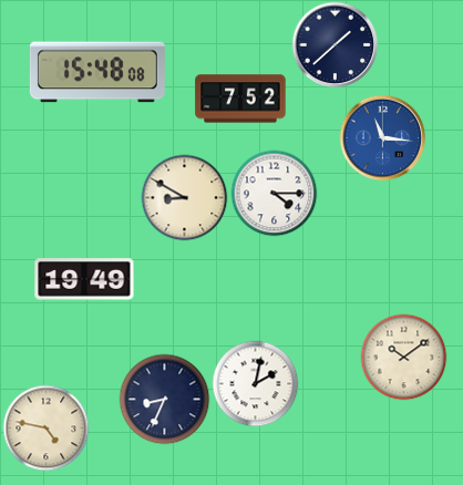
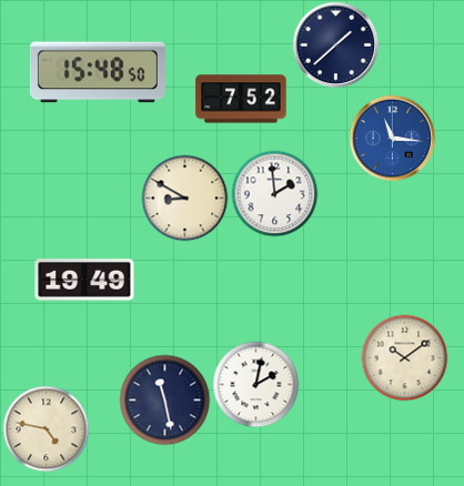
clock at (97, 72): 15:48:08 -> 15:48:50
clock at (382, 137) position: (382, 137) -> (392, 138)
clock at (274, 193): 4:15 -> 1:59
clock at (164, 399): 8:34 -> 11:28
